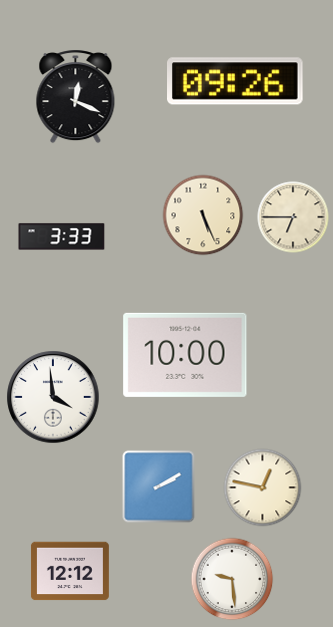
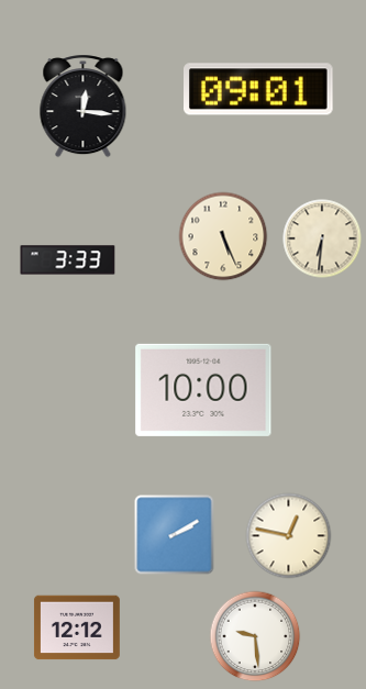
clock at (236, 81): 09:26 -> 09:01
clock at (76, 97): 12:19 -> 12:16
clock at (293, 217): 6:45 -> 6:31
clock at (53, 397): 3:59 -> none
